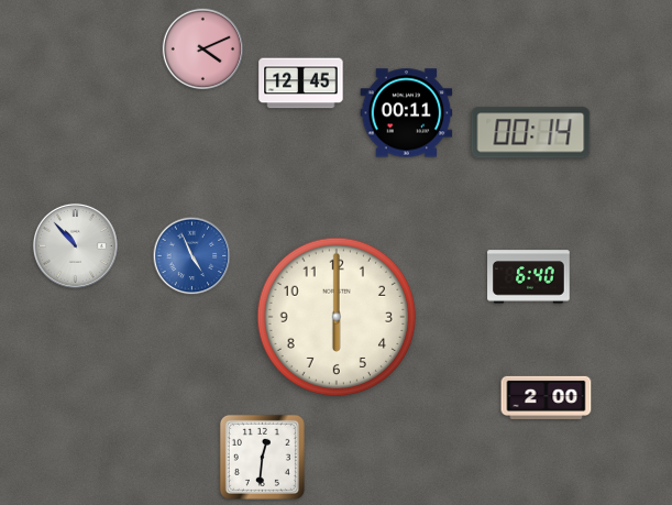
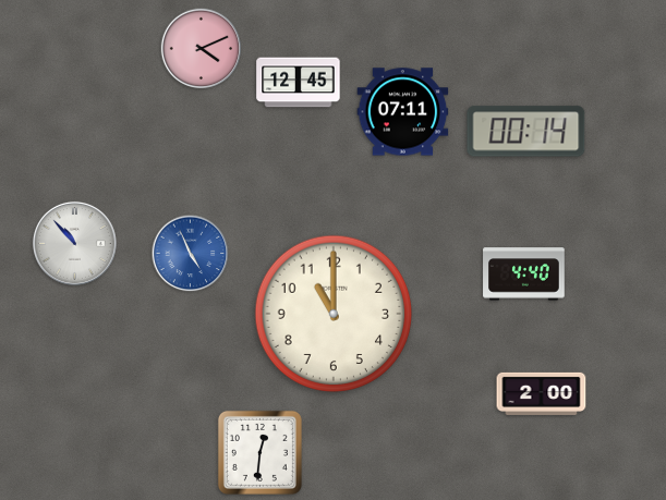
clock at (407, 113): 00:11 -> 07:11
clock at (529, 277): 6:40 -> 4:40
clock at (337, 317): 6:00 -> 11:00
